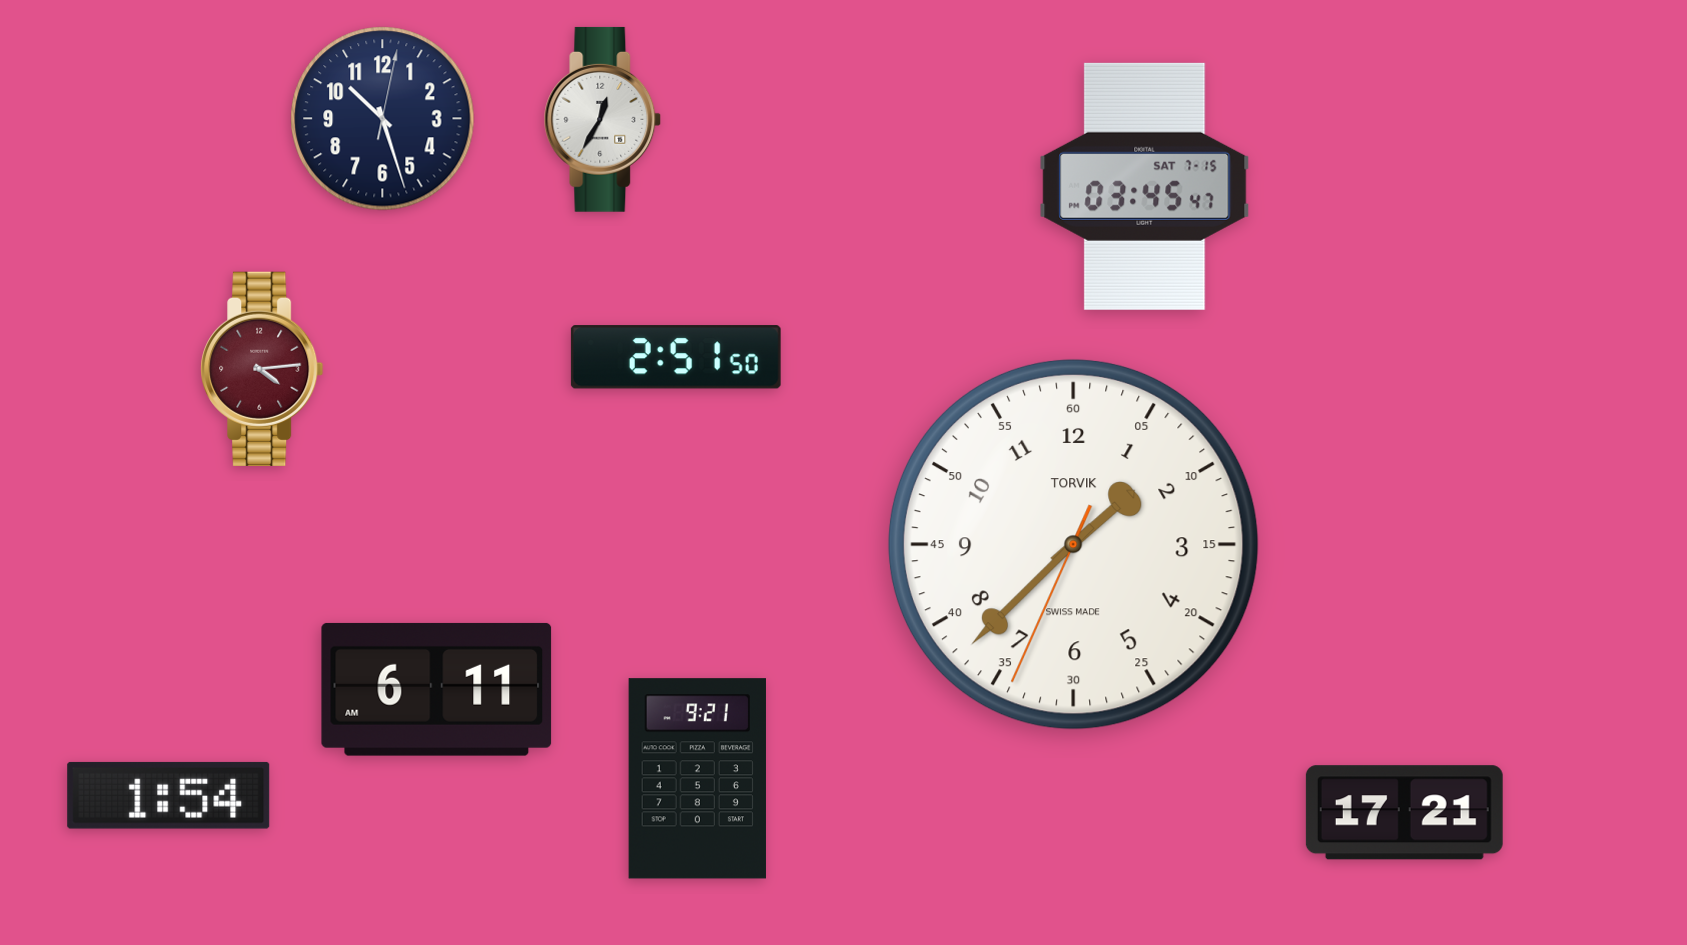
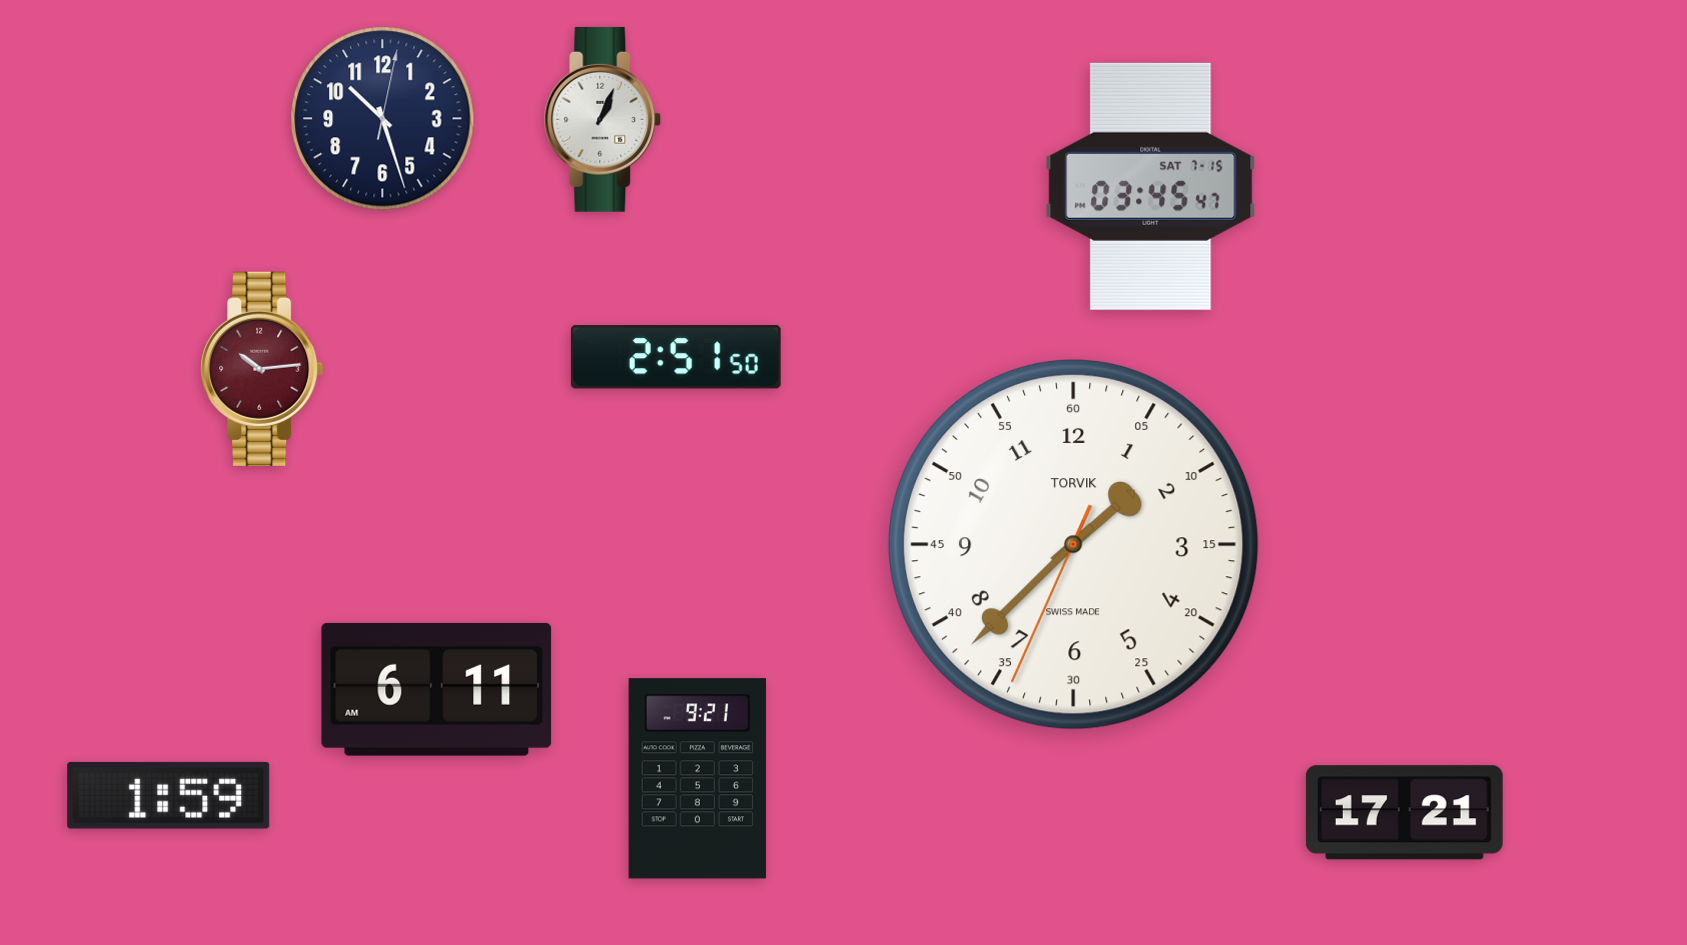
clock at (603, 119): 12:35 -> 1:04
clock at (1145, 186) position: (1145, 186) -> (1151, 186)
clock at (262, 369): 4:14 -> 10:14
clock at (169, 795): 1:54 -> 1:59
